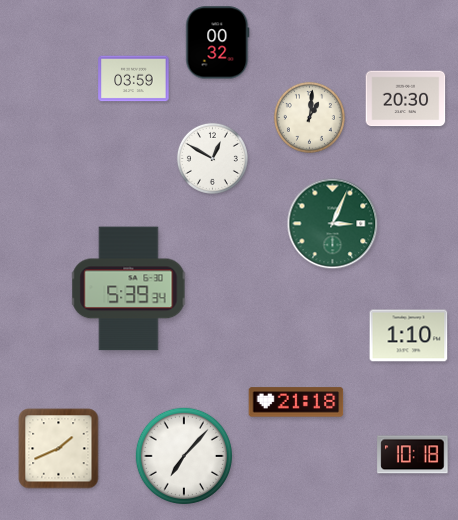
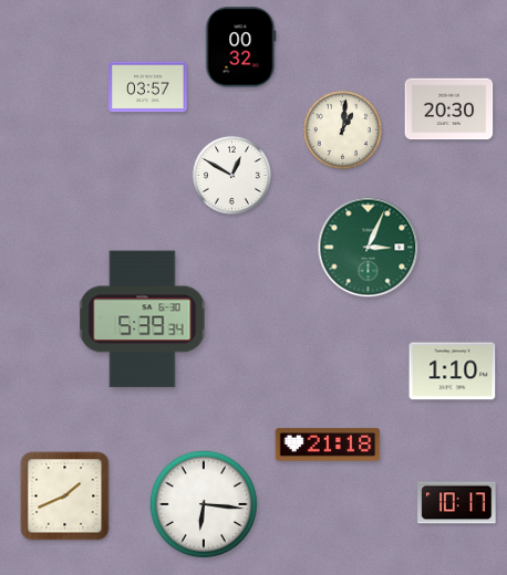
clock at (134, 79): 03:59 -> 03:57
clock at (212, 158) position: (212, 158) -> (231, 175)
clock at (413, 455): 10:18 -> 10:17
clock at (184, 456): 7:07 -> 6:16
